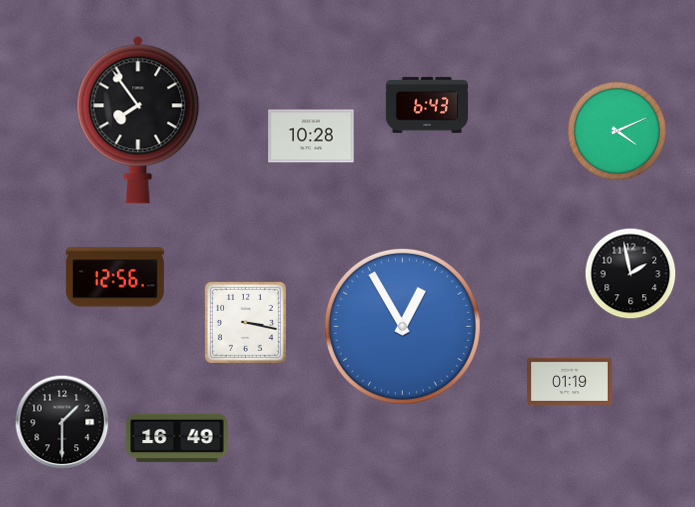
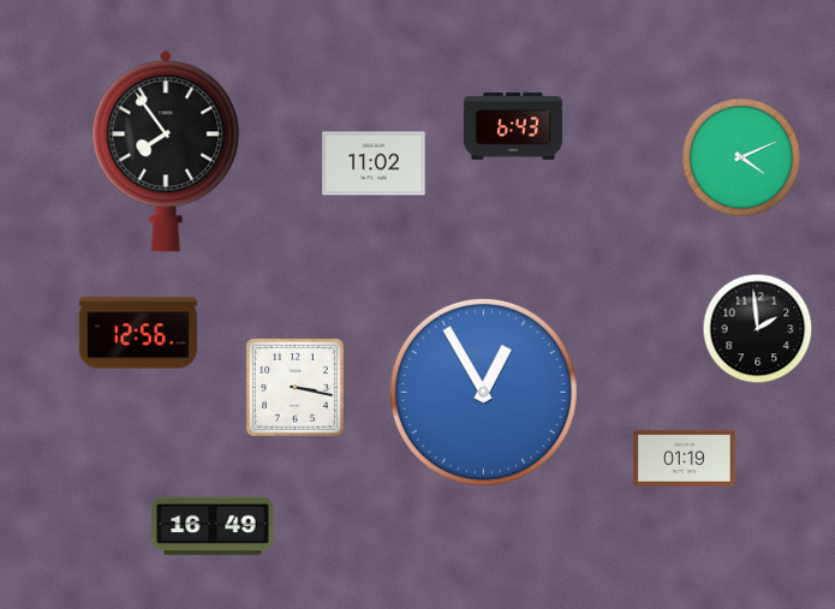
clock at (138, 120) position: (138, 120) -> (166, 151)
clock at (311, 136): 10:28 -> 11:02
clock at (631, 274): 1:58 -> 1:59
clock at (62, 422): 1:30 -> none
